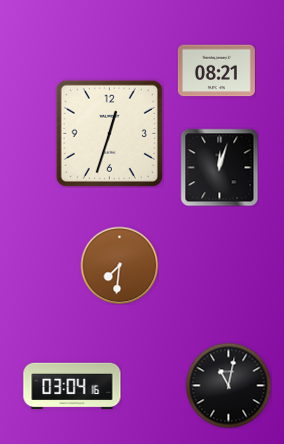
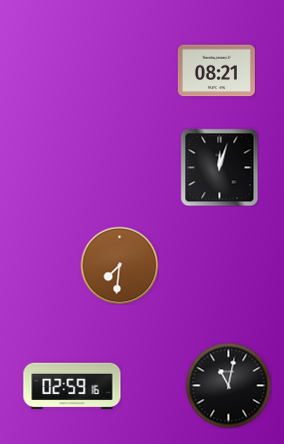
clock at (109, 133): 12:33 -> none
clock at (72, 386): 03:04 -> 02:59
